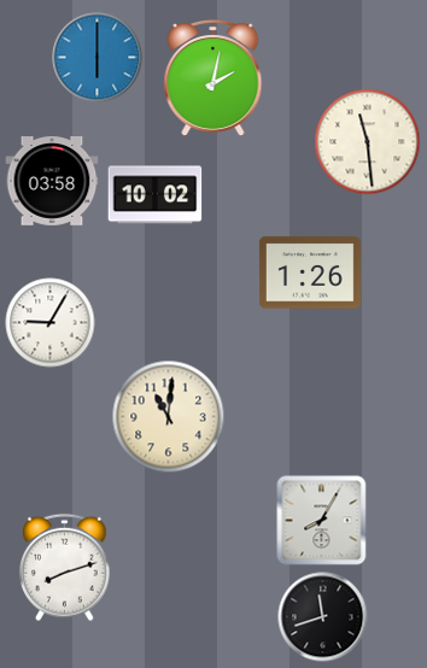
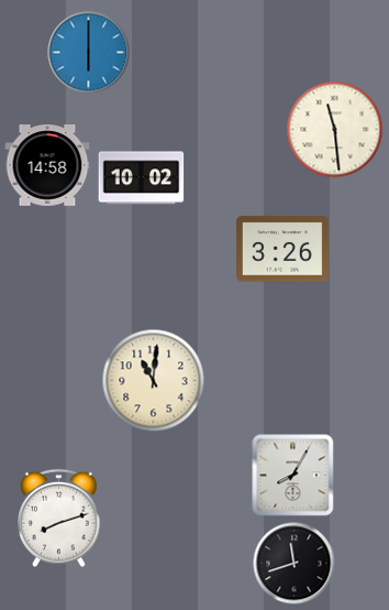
clock at (213, 78): 2:02 -> none
clock at (52, 182): 03:58 -> 14:58
clock at (310, 273): 1:26 -> 3:26
clock at (51, 323): 9:05 -> none
